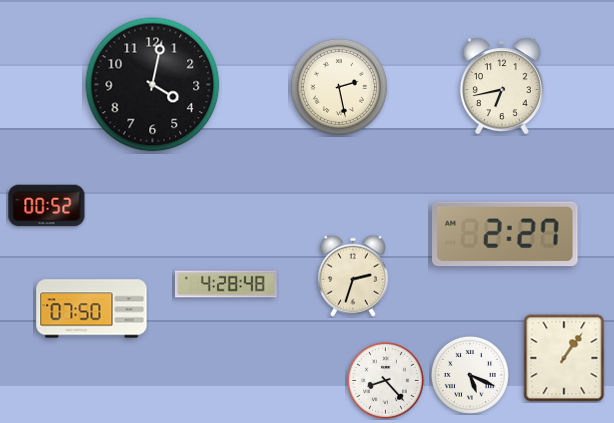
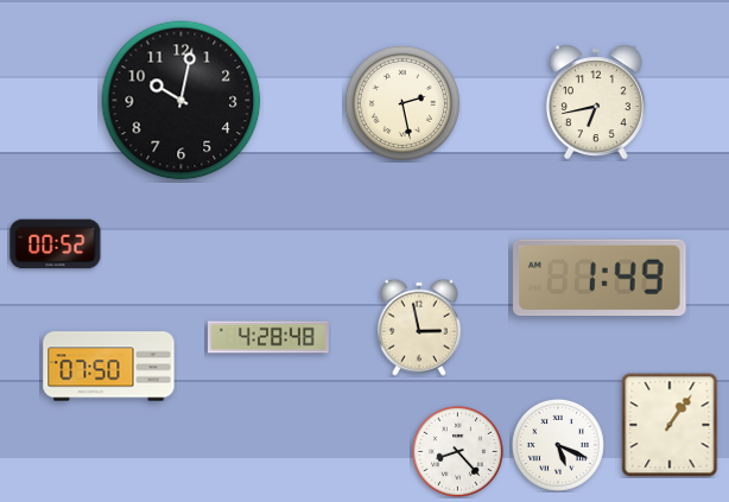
clock at (153, 85): 4:02 -> 10:02
clock at (506, 234): 2:27 -> 1:49
clock at (353, 276): 2:33 -> 2:58
